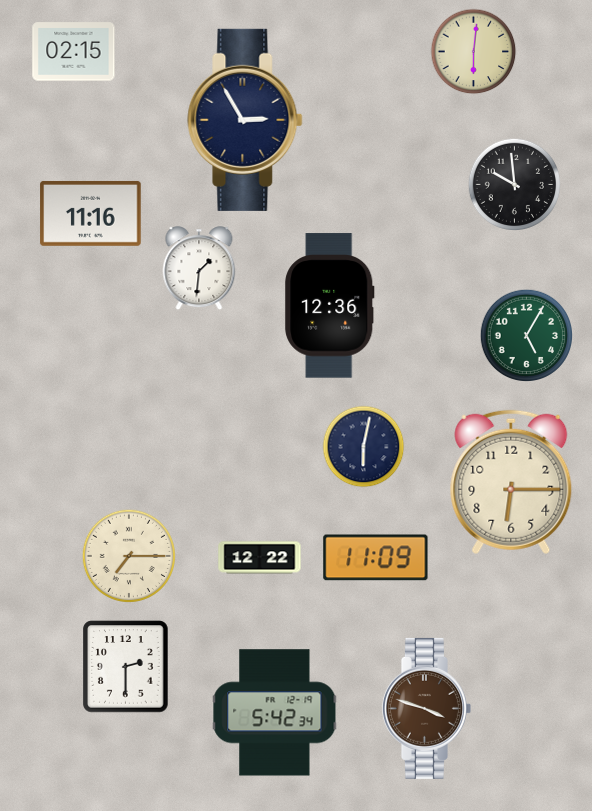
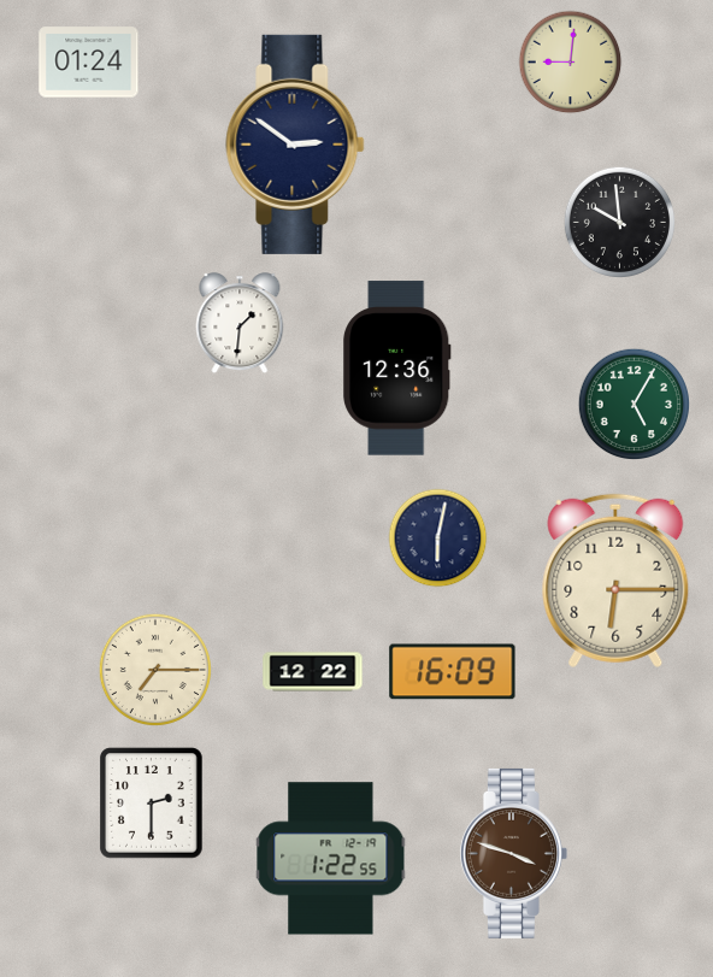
clock at (74, 52): 02:15 -> 01:24
clock at (474, 52): 6:01 -> 9:01
clock at (245, 120): 2:55 -> 2:51
clock at (91, 213): 11:16 -> none
clock at (376, 558): 11:09 -> 16:09
clock at (275, 713): 5:42 -> 1:22
